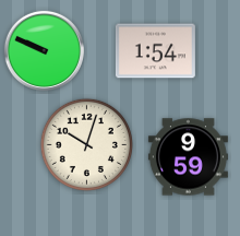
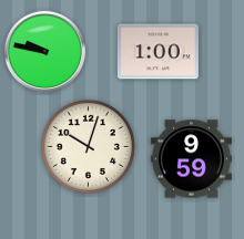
clock at (44, 50): 9:49 -> 9:47
clock at (155, 51): 1:54 -> 1:00
